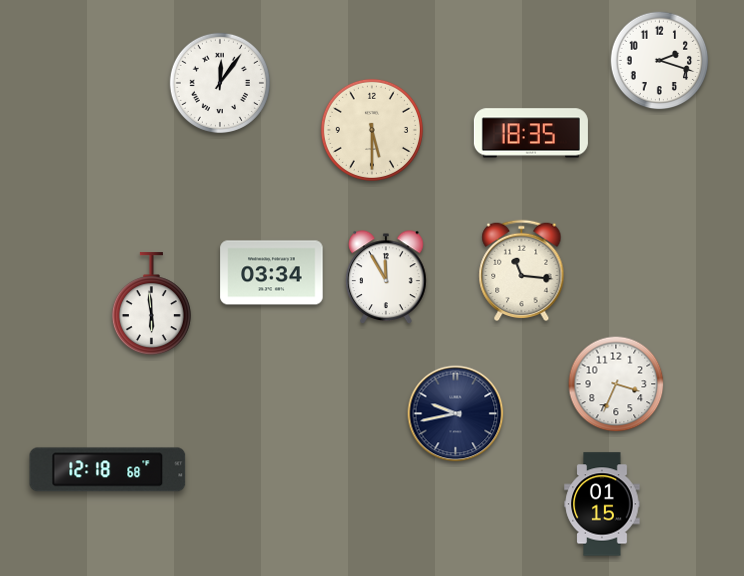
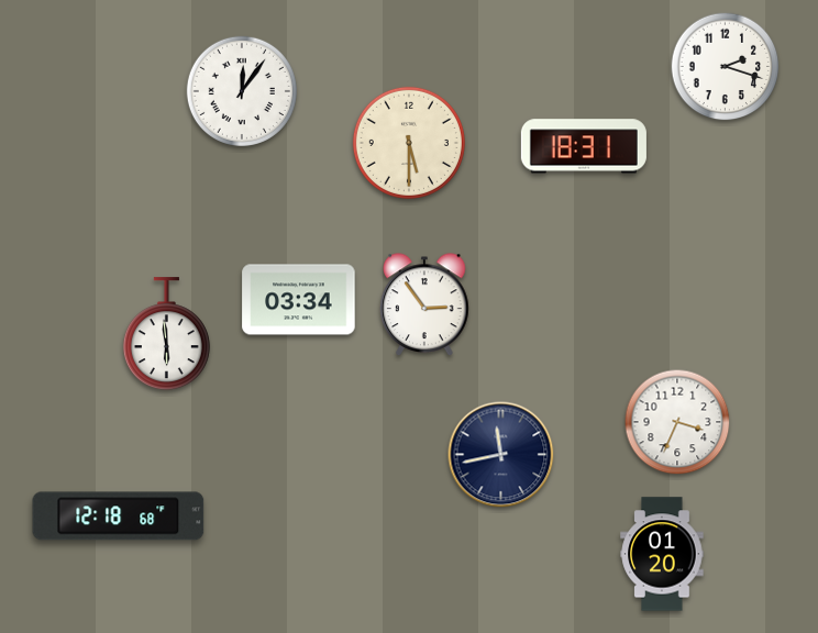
clock at (531, 133): 18:35 -> 18:31
clock at (522, 271): 11:16 -> none
clock at (386, 278): 11:55 -> 2:54
clock at (456, 414): 9:43 -> 11:43
clock at (602, 504): 01:15 -> 01:20
